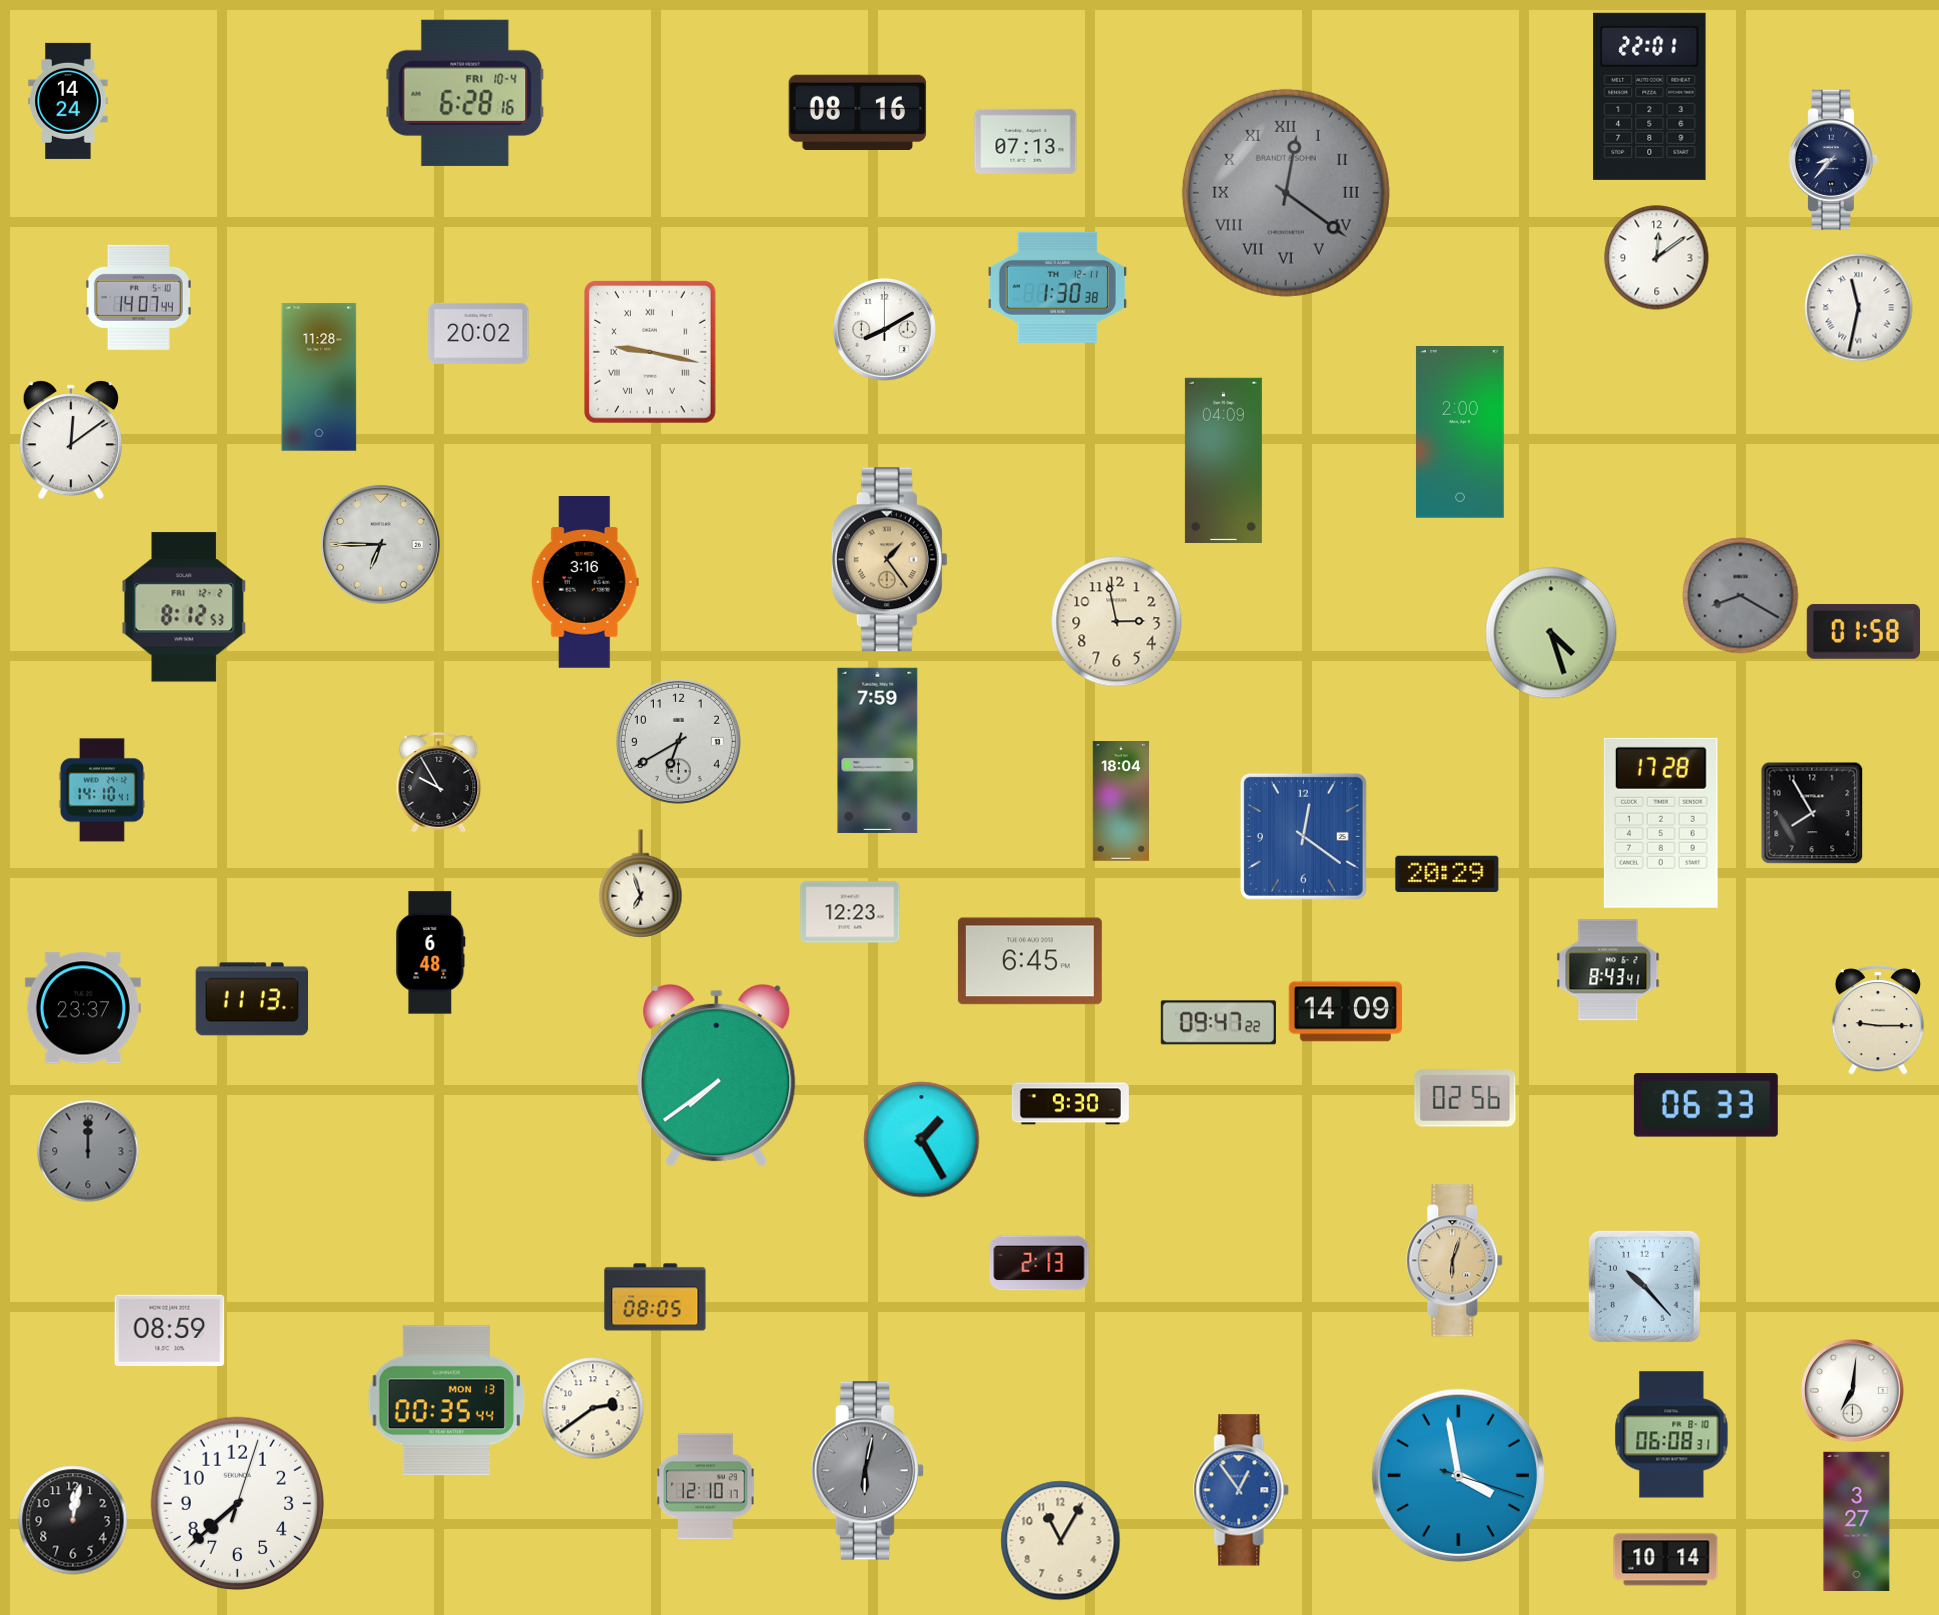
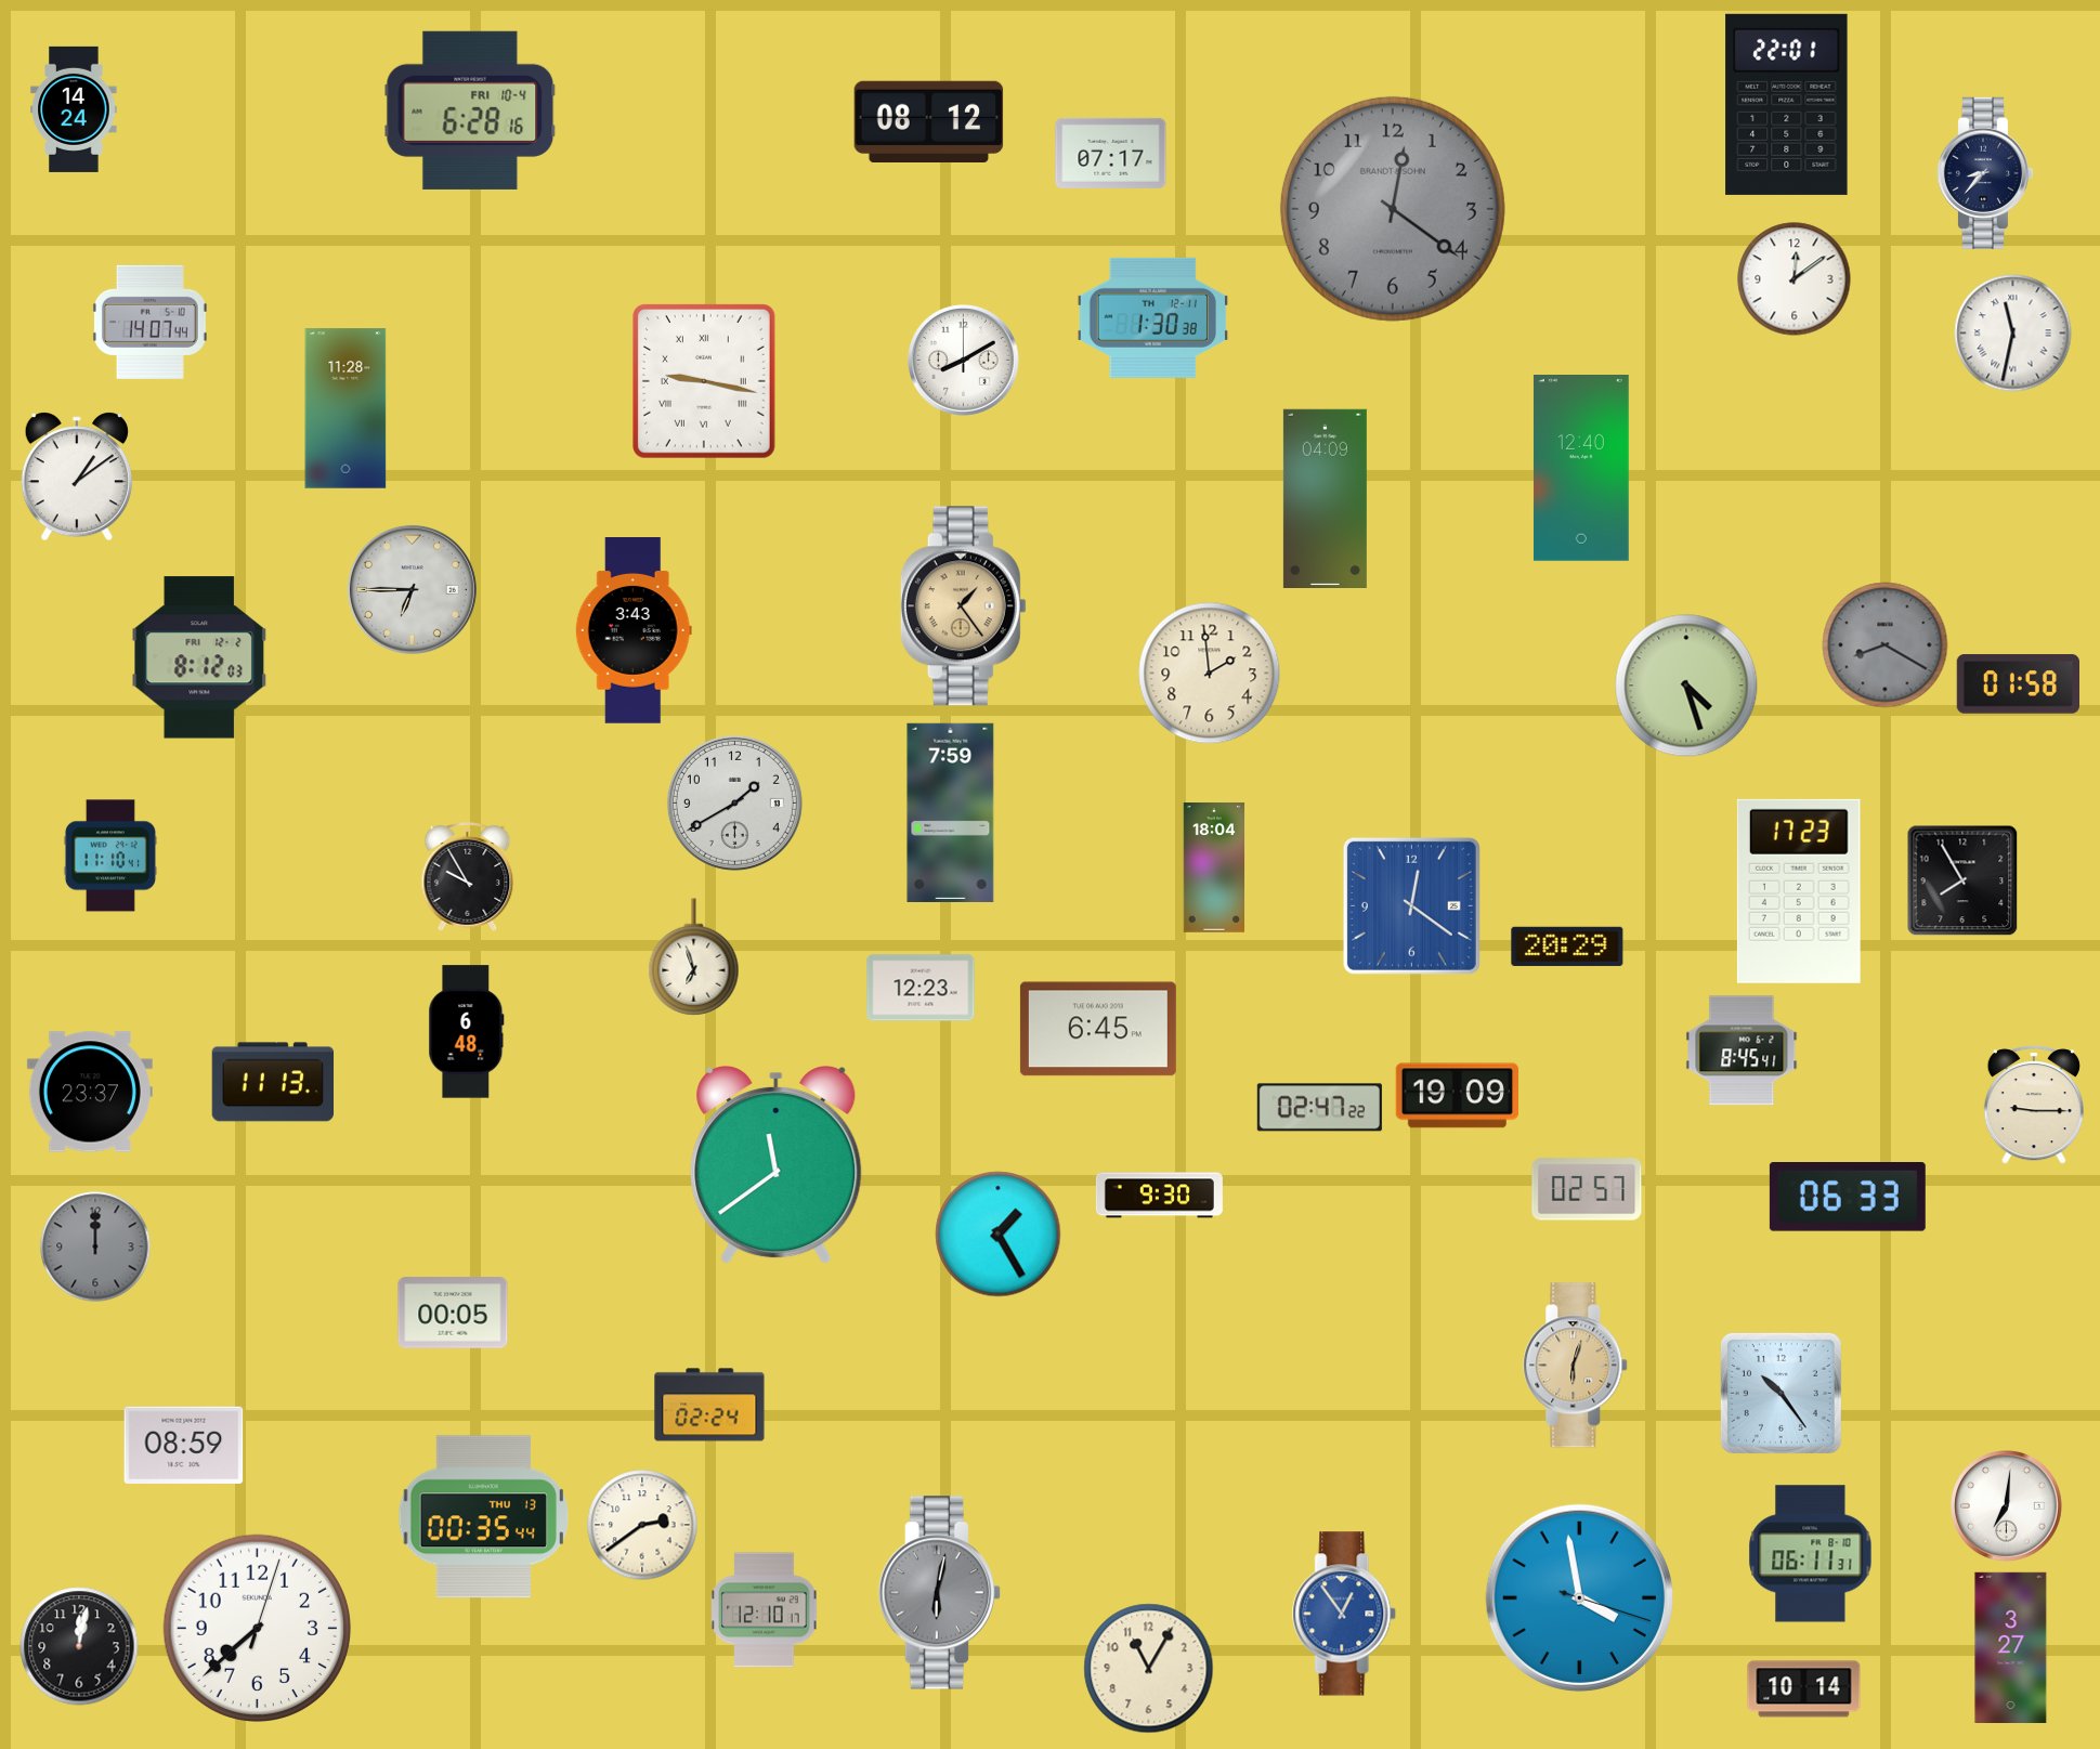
clock at (465, 93) position: (465, 93) -> (470, 110)
clock at (858, 112): 08:16 -> 08:12
clock at (1026, 141): 07:13 -> 07:17
clock at (1286, 193) numerals: Roman -> Arabic
clock at (1057, 287) position: (1057, 287) -> (1152, 317)
clock at (885, 330) position: (885, 330) -> (964, 361)
clock at (479, 333): 20:02 -> none
clock at (1460, 433): 2:00 -> 12:40
clock at (71, 440): 12:09 -> 1:09
clock at (585, 583): 3:16 -> 3:43
clock at (184, 607): 8:12:53 -> 8:12:03
clock at (1117, 622): 2:58 -> 1:59
clock at (1551, 633) position: (1551, 633) -> (1686, 686)
clock at (678, 741): 6:40 -> 1:40
clock at (439, 783) position: (439, 783) -> (468, 877)
clock at (102, 790): 14:10 -> 11:10
clock at (1661, 823): 17:28 -> 17:23
clock at (1030, 961) position: (1030, 961) -> (1098, 1029)
clock at (1608, 970): 8:43 -> 8:45
clock at (1345, 1012): 14:09 -> 19:09
clock at (1218, 1023): 09:47 -> 02:47
clock at (717, 1076): 7:39 -> 11:39
clock at (1465, 1098): 02:56 -> 02:57
clock at (453, 1313): none -> 00:05
clock at (1039, 1263): 2:13 -> none
clock at (1644, 1286): 10:23 -> 10:24
clock at (655, 1297): 08:05 -> 02:24
clock at (170, 1330) position: (170, 1330) -> (184, 1445)
clock at (447, 1401) date: MON 13 -> THU 13
clock at (1672, 1435): 06:08 -> 06:11
